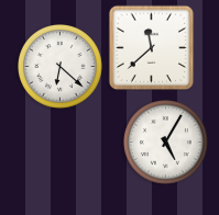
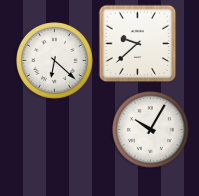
clock at (151, 47): 11:38 -> 9:38
clock at (166, 143): 5:05 -> 10:05
